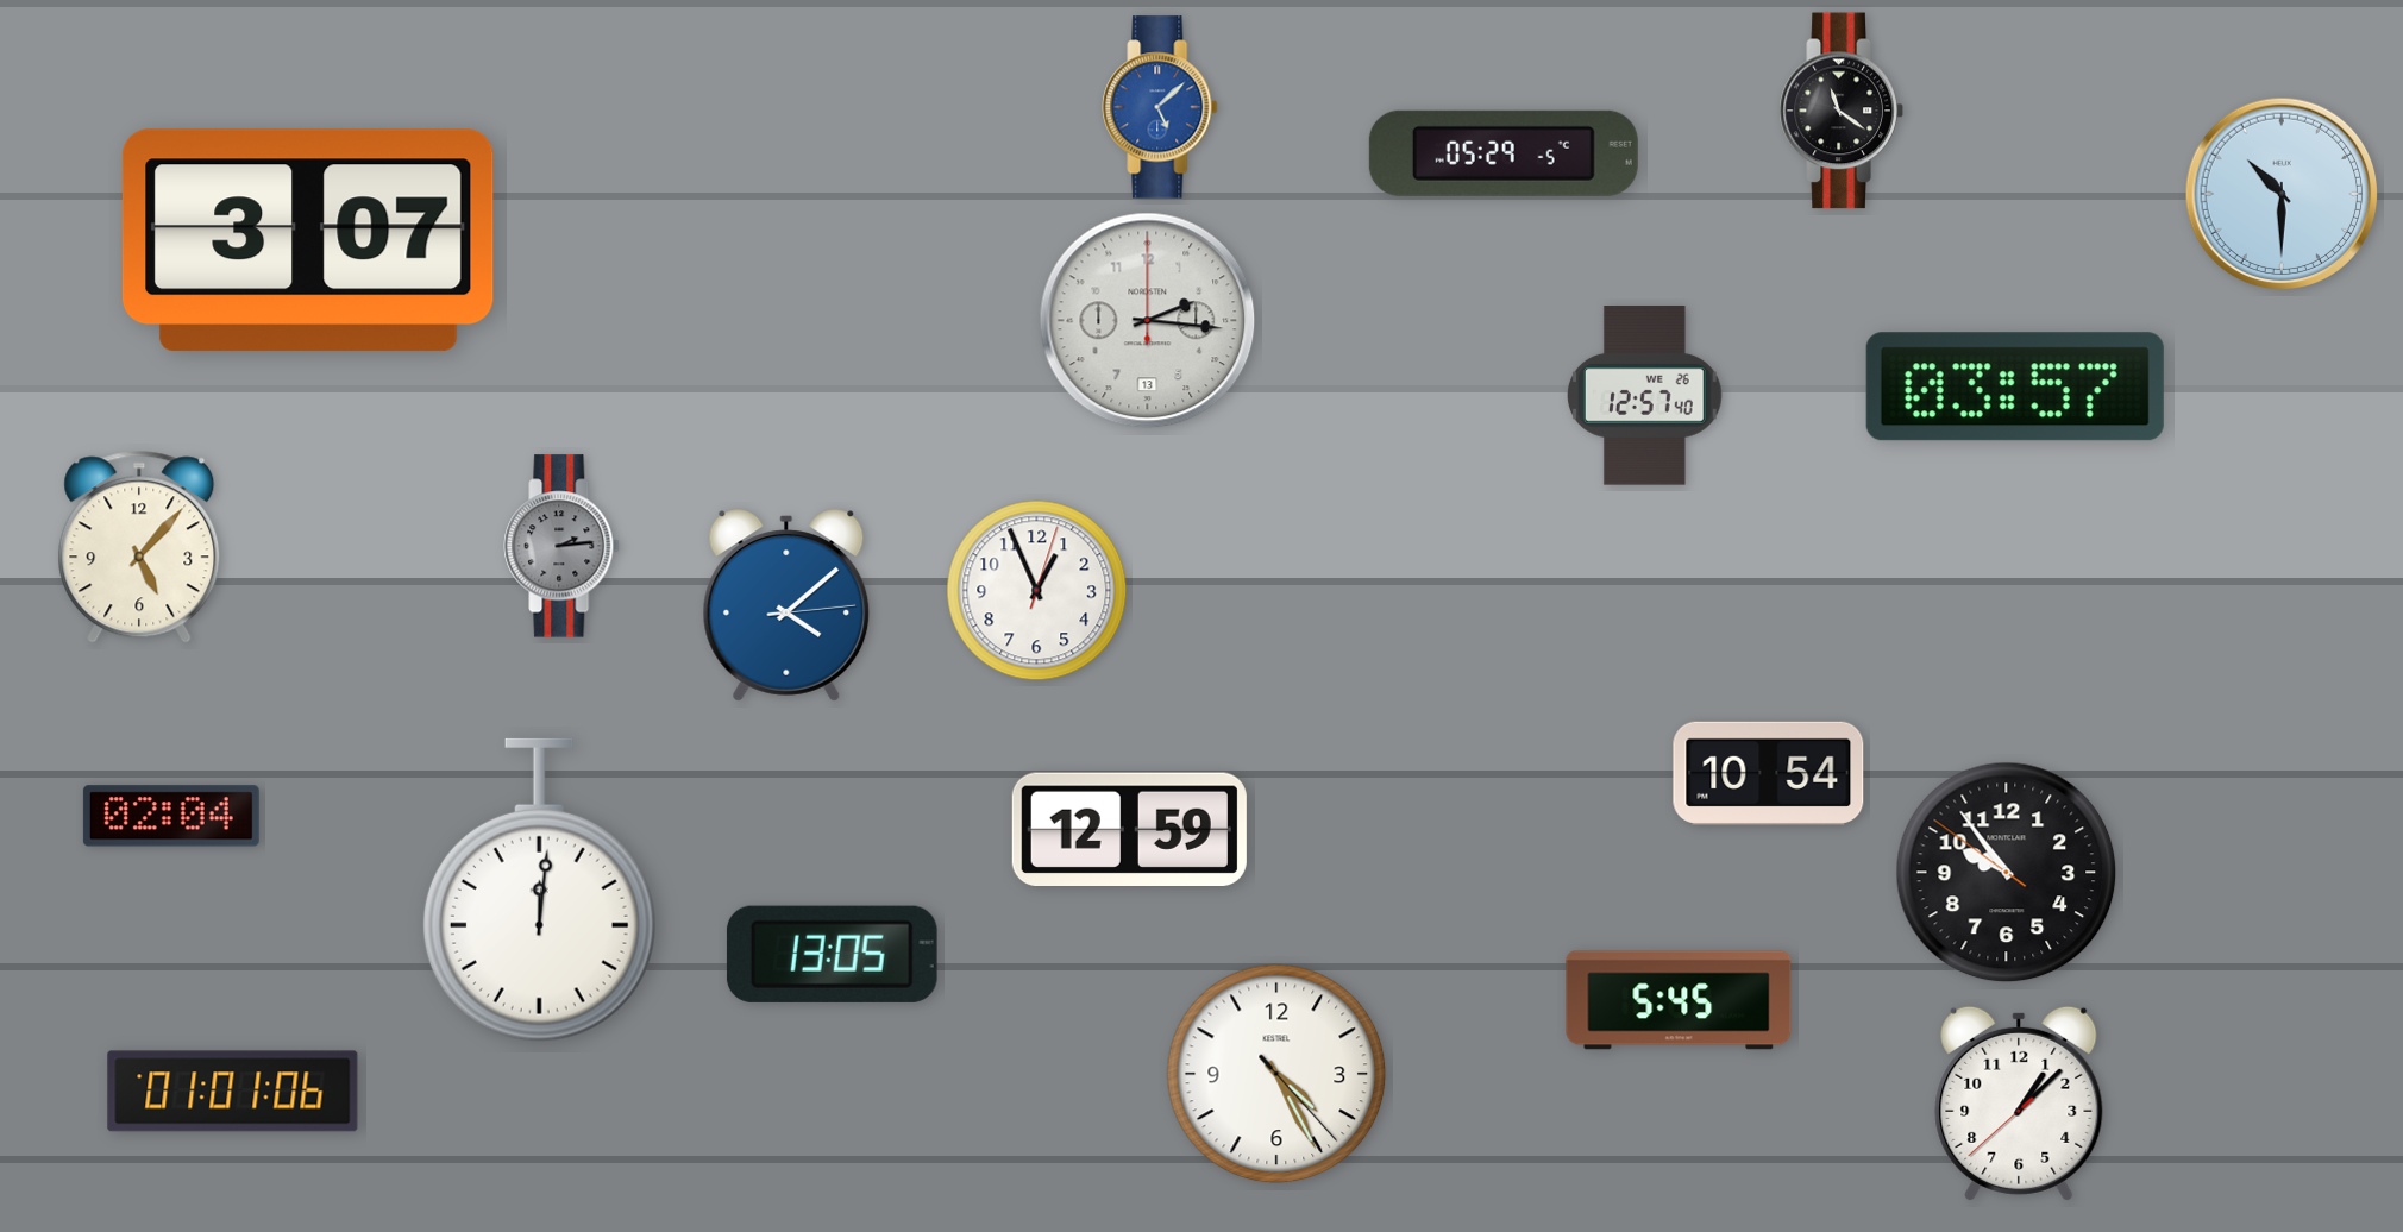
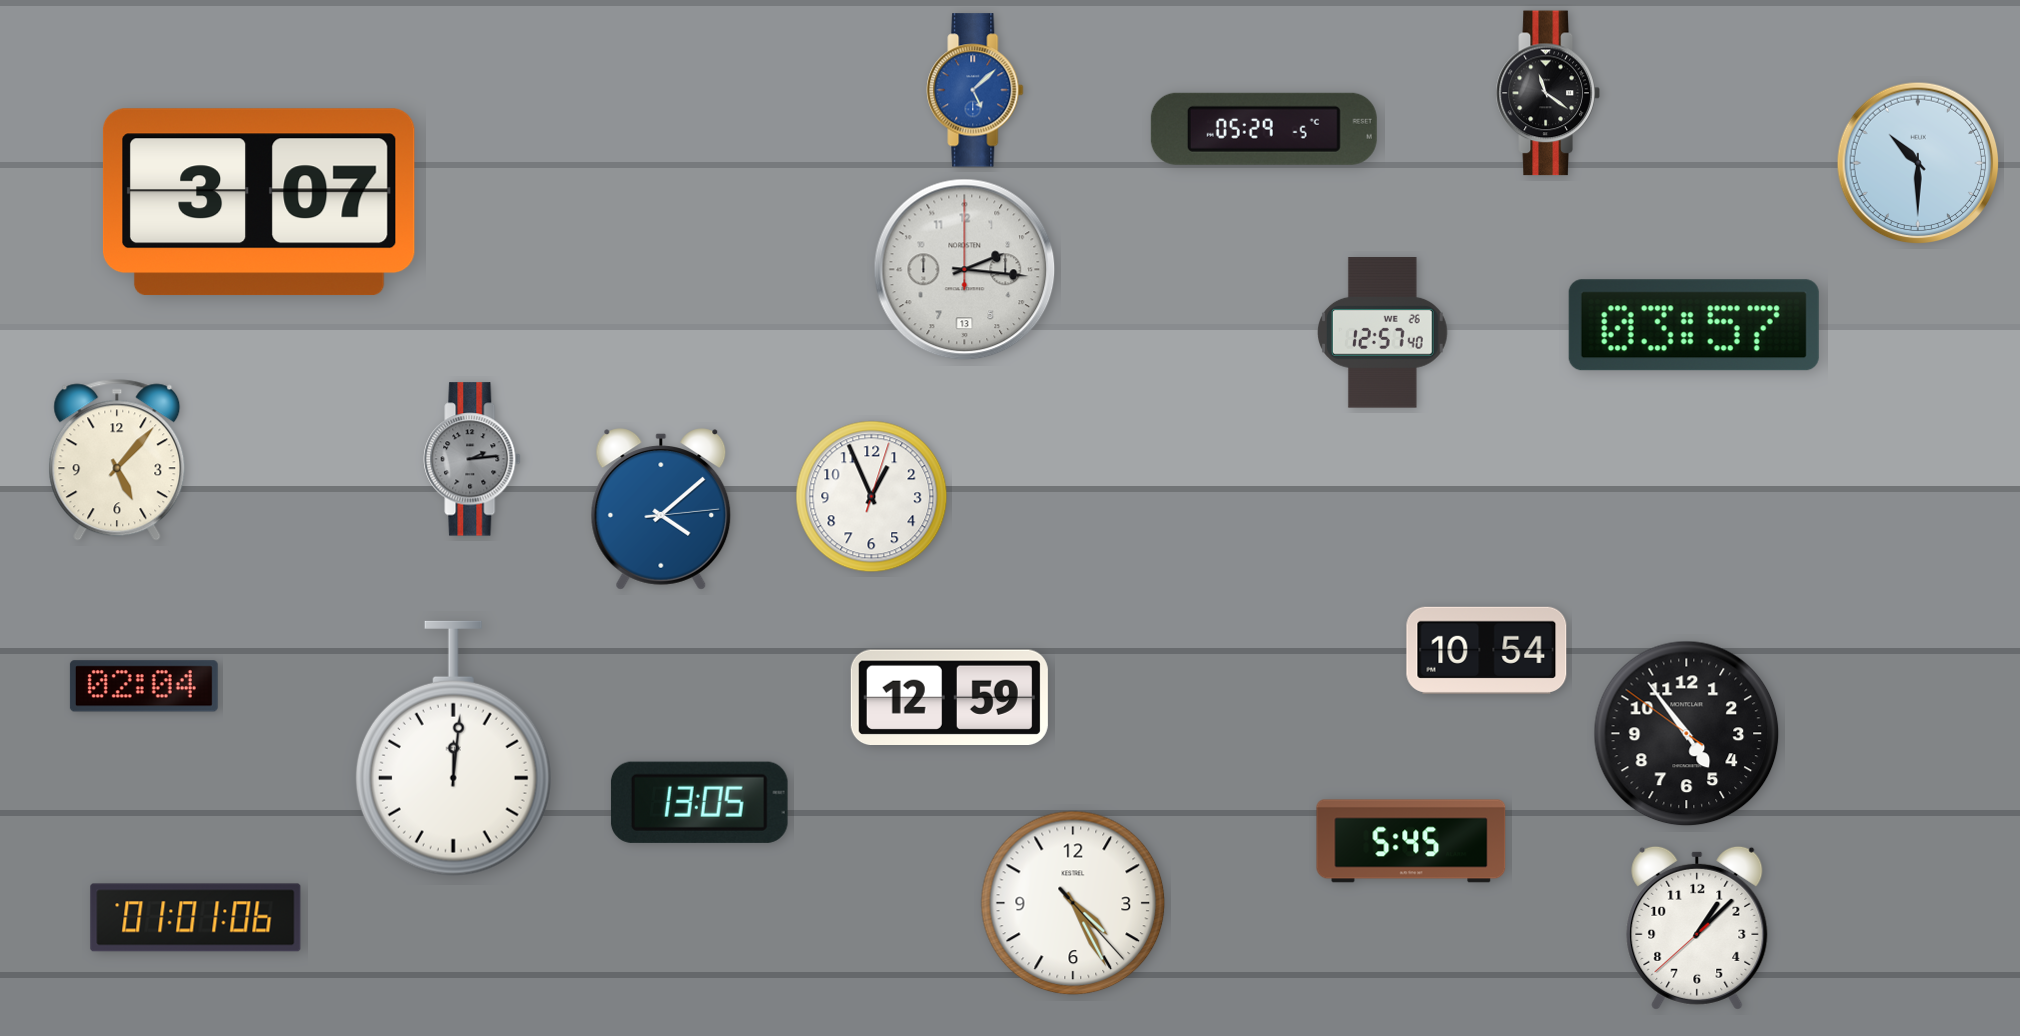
clock at (2007, 873): 9:53 -> 4:53
